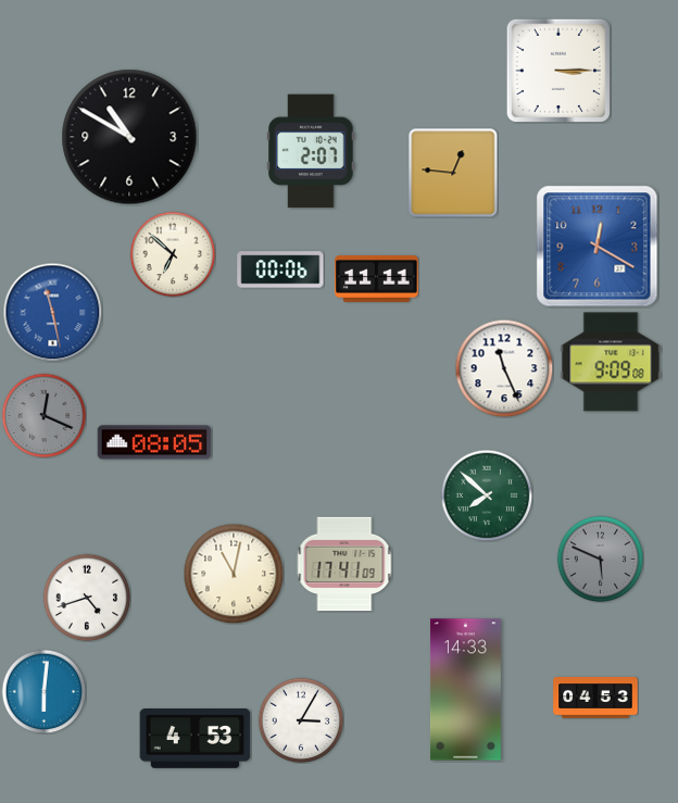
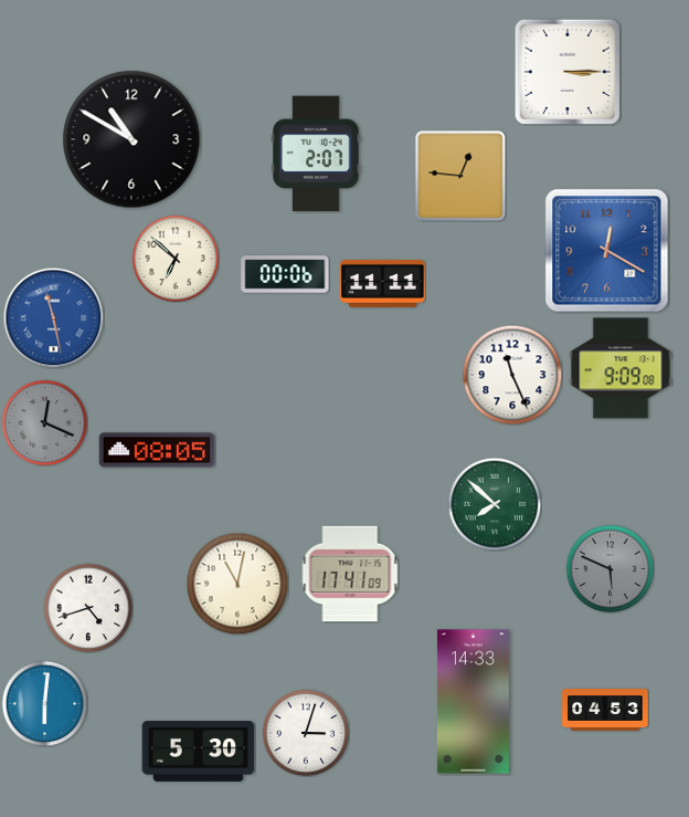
clock at (301, 720): 3:05 -> 3:03
clock at (196, 739): 4:53 -> 5:30
